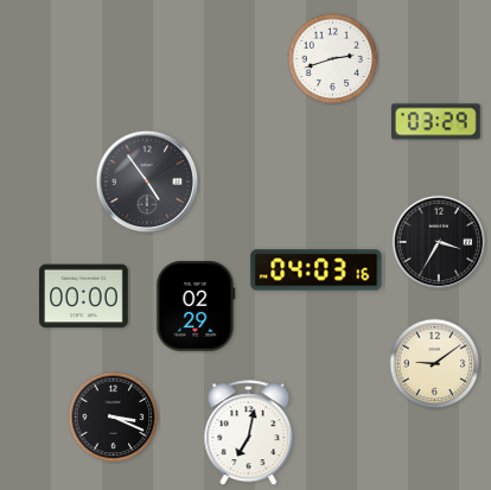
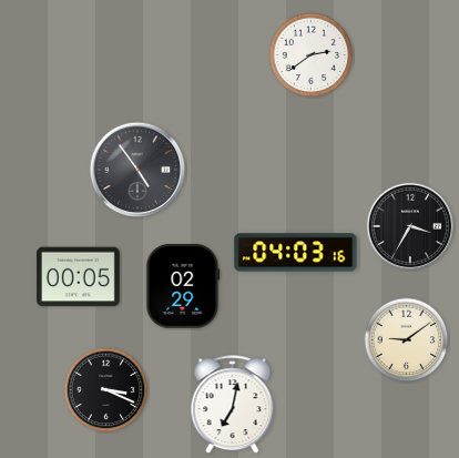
clock at (333, 59): 2:42 -> 2:39
clock at (435, 122): 03:29 -> none
clock at (84, 297): 00:00 -> 00:05
